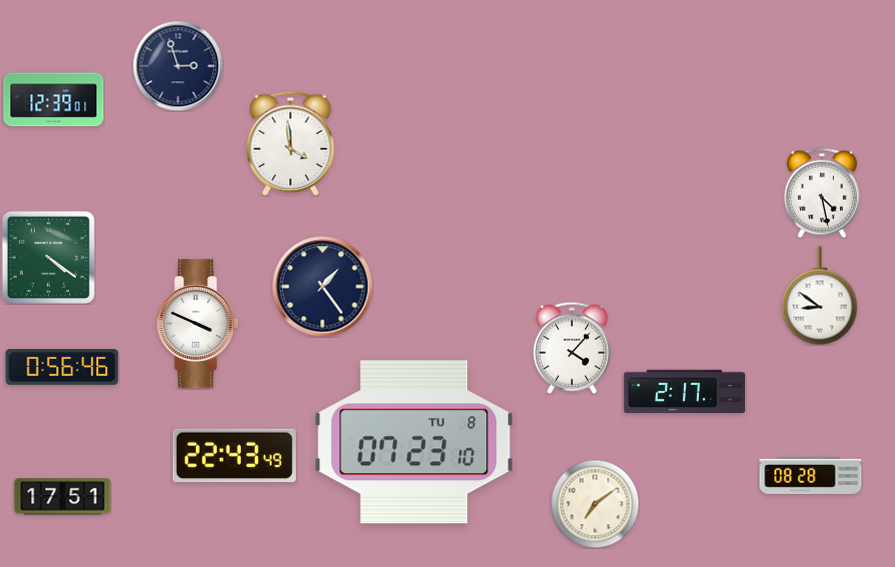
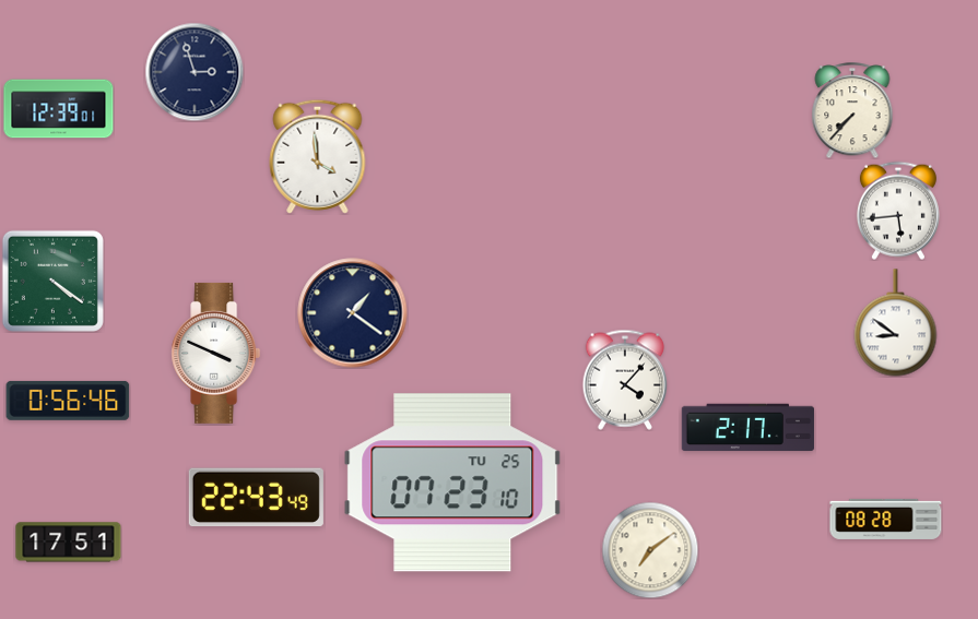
clock at (852, 110): none -> 7:37
clock at (822, 193): 4:28 -> 5:44
clock at (323, 287): 1:24 -> 1:21
clock at (414, 442) date: TU 8 -> TU 25
